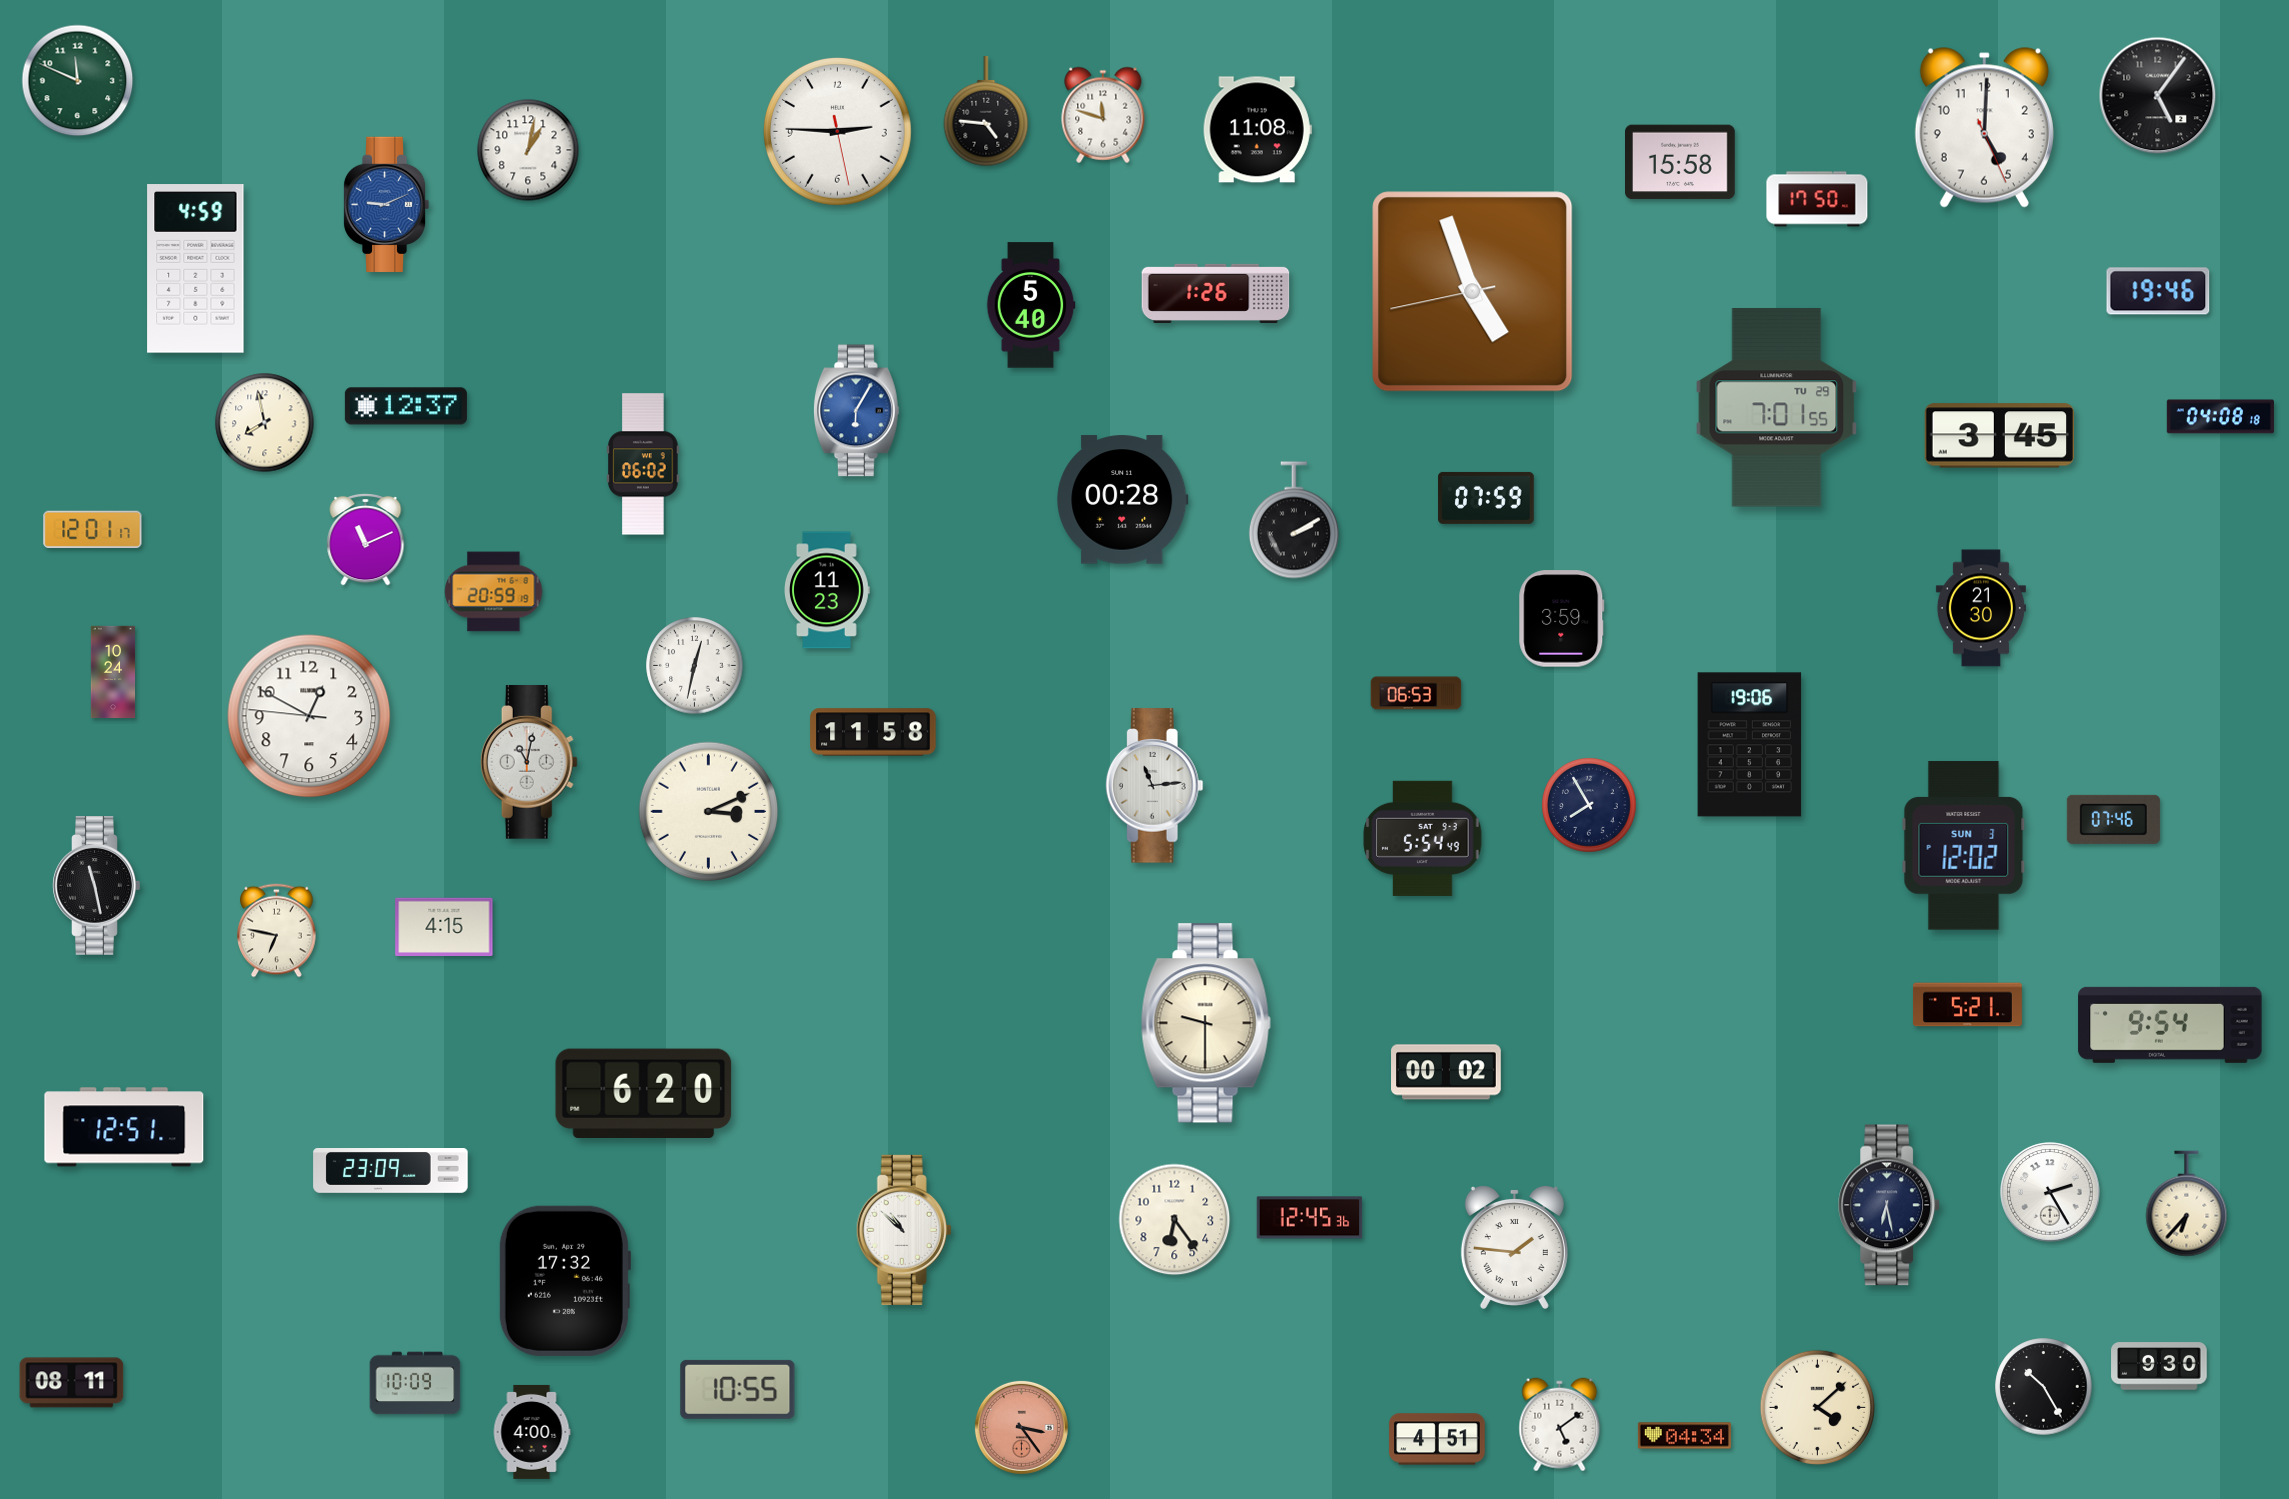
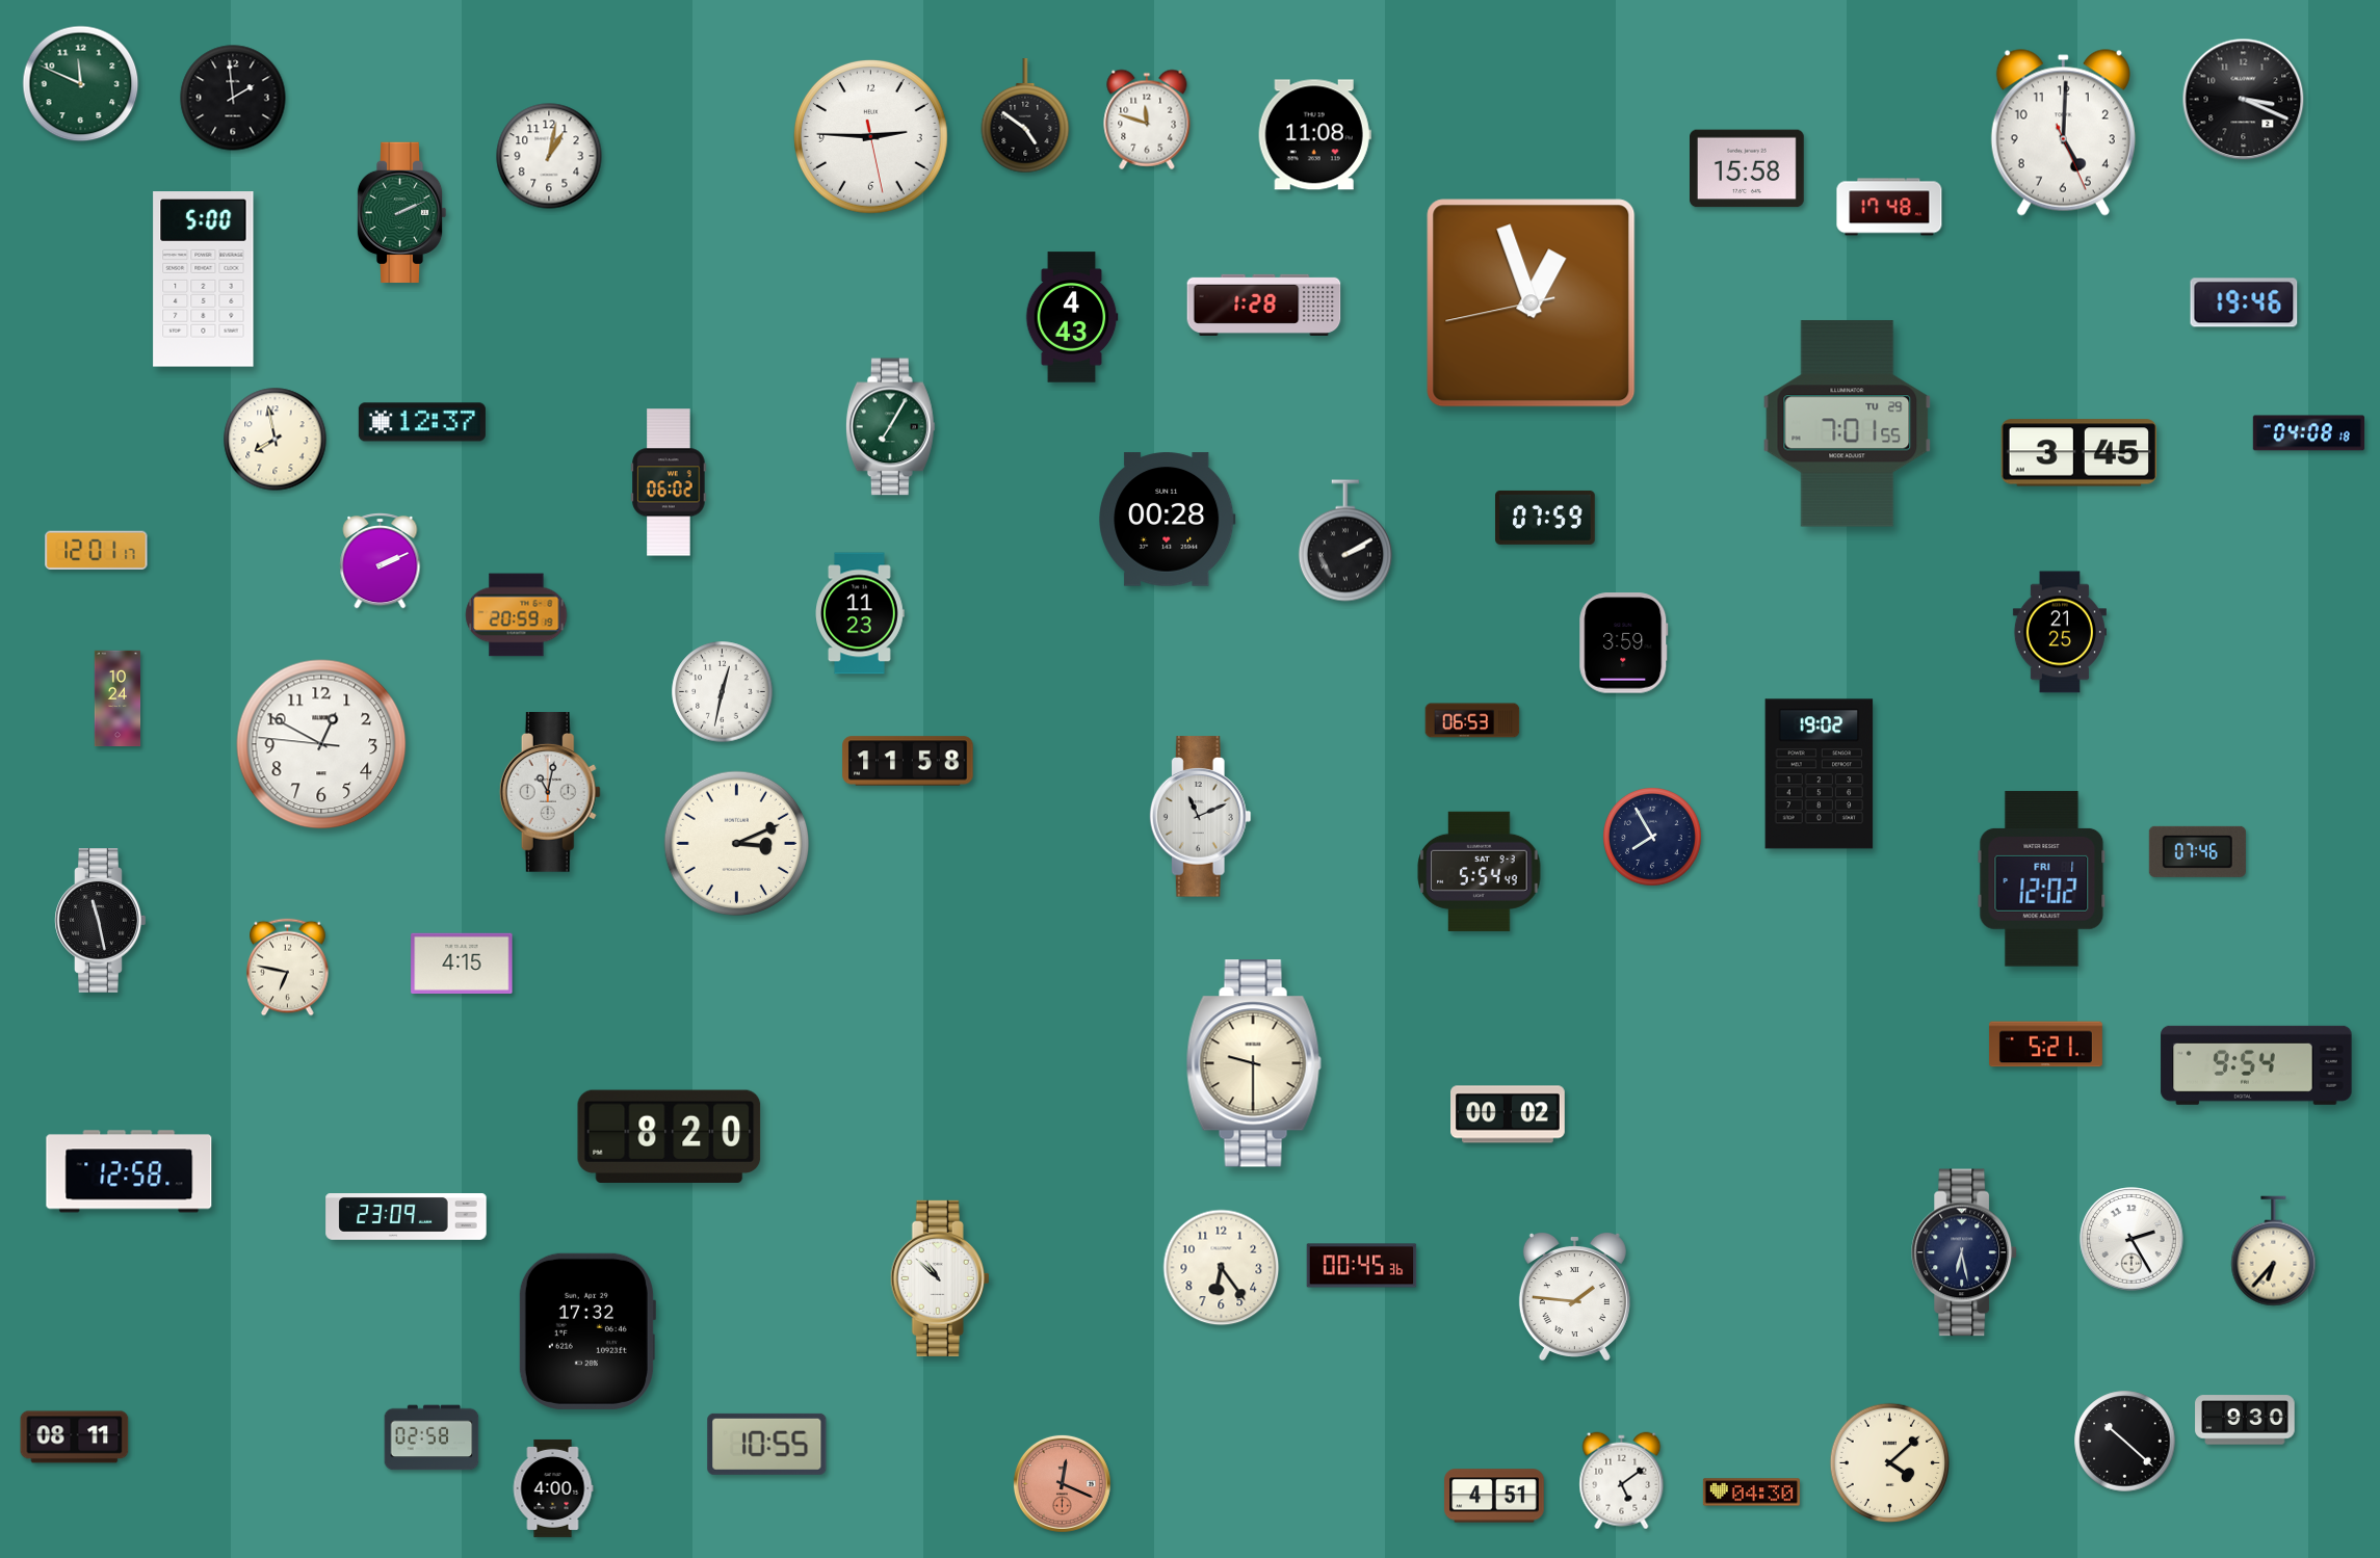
clock at (233, 98): none -> 1:59
clock at (2158, 96): 5:06 -> 3:19
clock at (986, 112): 4:46 -> 4:51
clock at (1257, 130) position: (1257, 130) -> (1314, 135)
clock at (1817, 199): 17:50 -> 17:48
clock at (386, 204): 9:11 -> 2:11
clock at (386, 204) dial: blue -> green
clock at (196, 269): 4:59 -> 5:00
clock at (1473, 292): 4:56 -> 12:56
clock at (1216, 293): 1:26 -> 1:28
clock at (1031, 305): 5:40 -> 4:43
clock at (856, 411): 6:05 -> 7:05
clock at (856, 411) dial: blue -> green
clock at (366, 540): 11:11 -> 2:11
clock at (494, 592) position: (494, 592) -> (517, 615)
clock at (1981, 608): 21:30 -> 21:25
clock at (1750, 745): 19:06 -> 19:02
clock at (1154, 786): 11:14 -> 11:11
clock at (1964, 846) date: SUN 3 -> FRI 1
clock at (1447, 1072) position: (1447, 1072) -> (1509, 1114)
clock at (644, 1093): 6:20 -> 8:20
clock at (124, 1127): 12:51 -> 12:58
clock at (1310, 1218): 12:45 -> 00:45
clock at (415, 1383): 10:09 -> 02:58
clock at (2044, 1387): 10:25 -> 10:22
clock at (1021, 1427): 3:24 -> 12:19
clock at (1684, 1436): 04:34 -> 04:30
